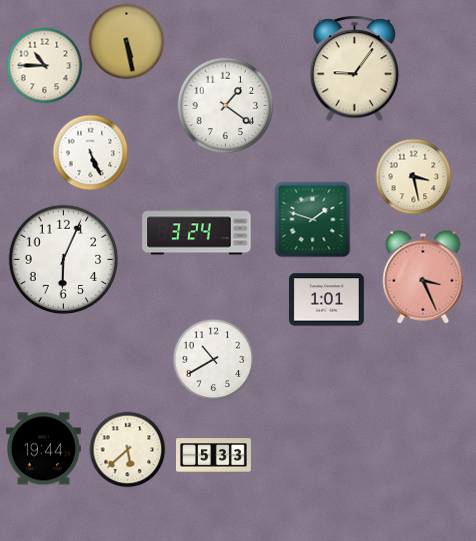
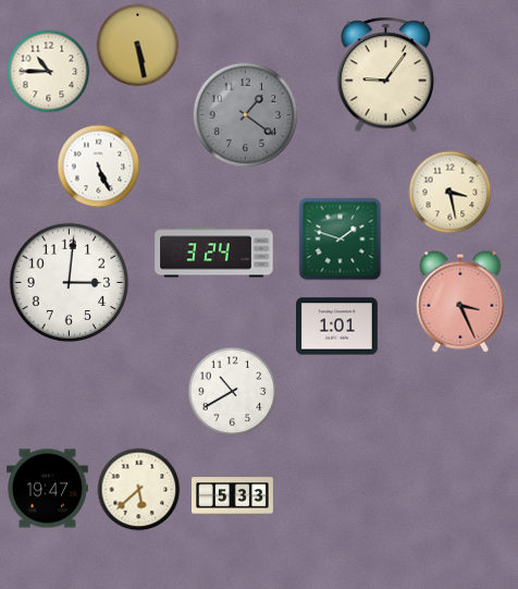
clock at (226, 106) dial: white -> grey
clock at (64, 260): 6:04 -> 3:01
clock at (327, 300) position: (327, 300) -> (337, 327)
clock at (44, 449): 19:44 -> 19:47
